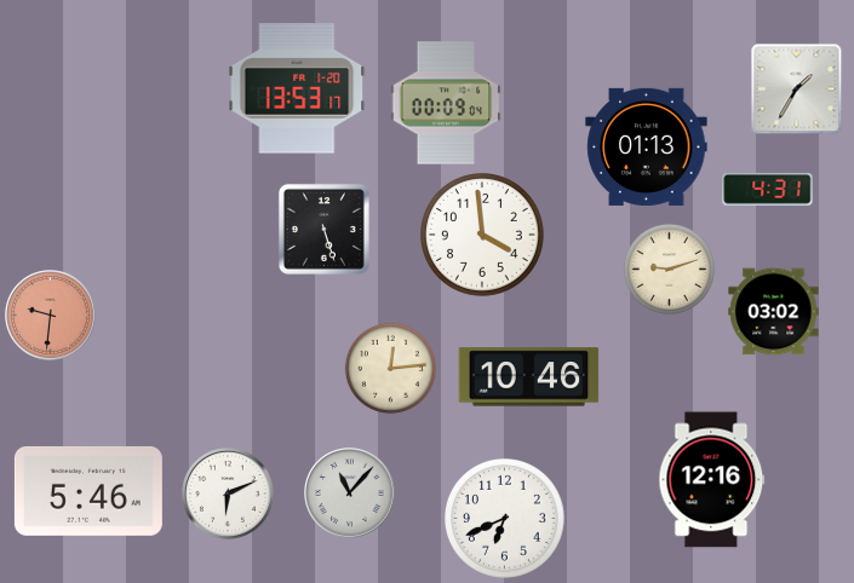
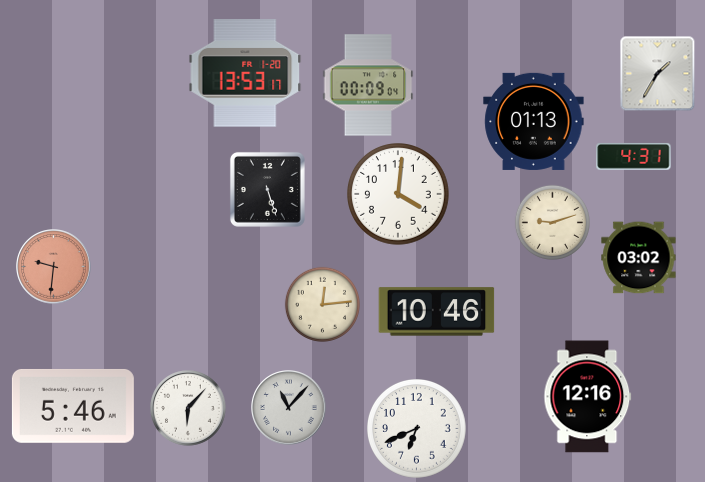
clock at (483, 236): 3:59 -> 4:01
clock at (51, 316) position: (51, 316) -> (54, 267)
clock at (228, 493): 6:11 -> 6:07
